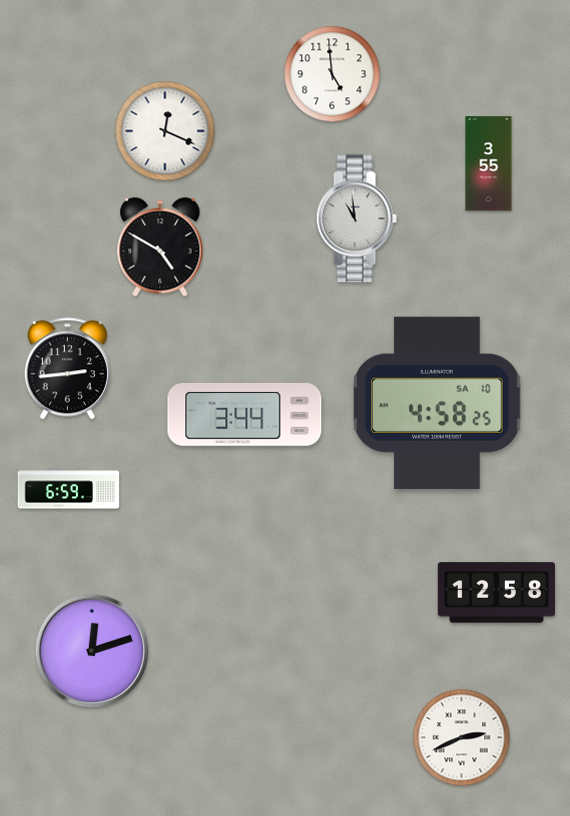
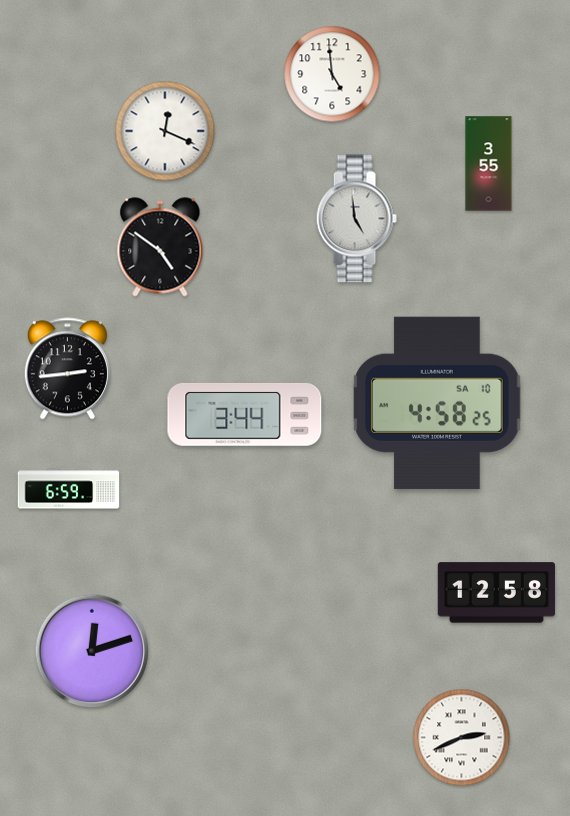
clock at (356, 219): 10:59 -> 4:59
clock at (160, 247): 4:50 -> 4:51
